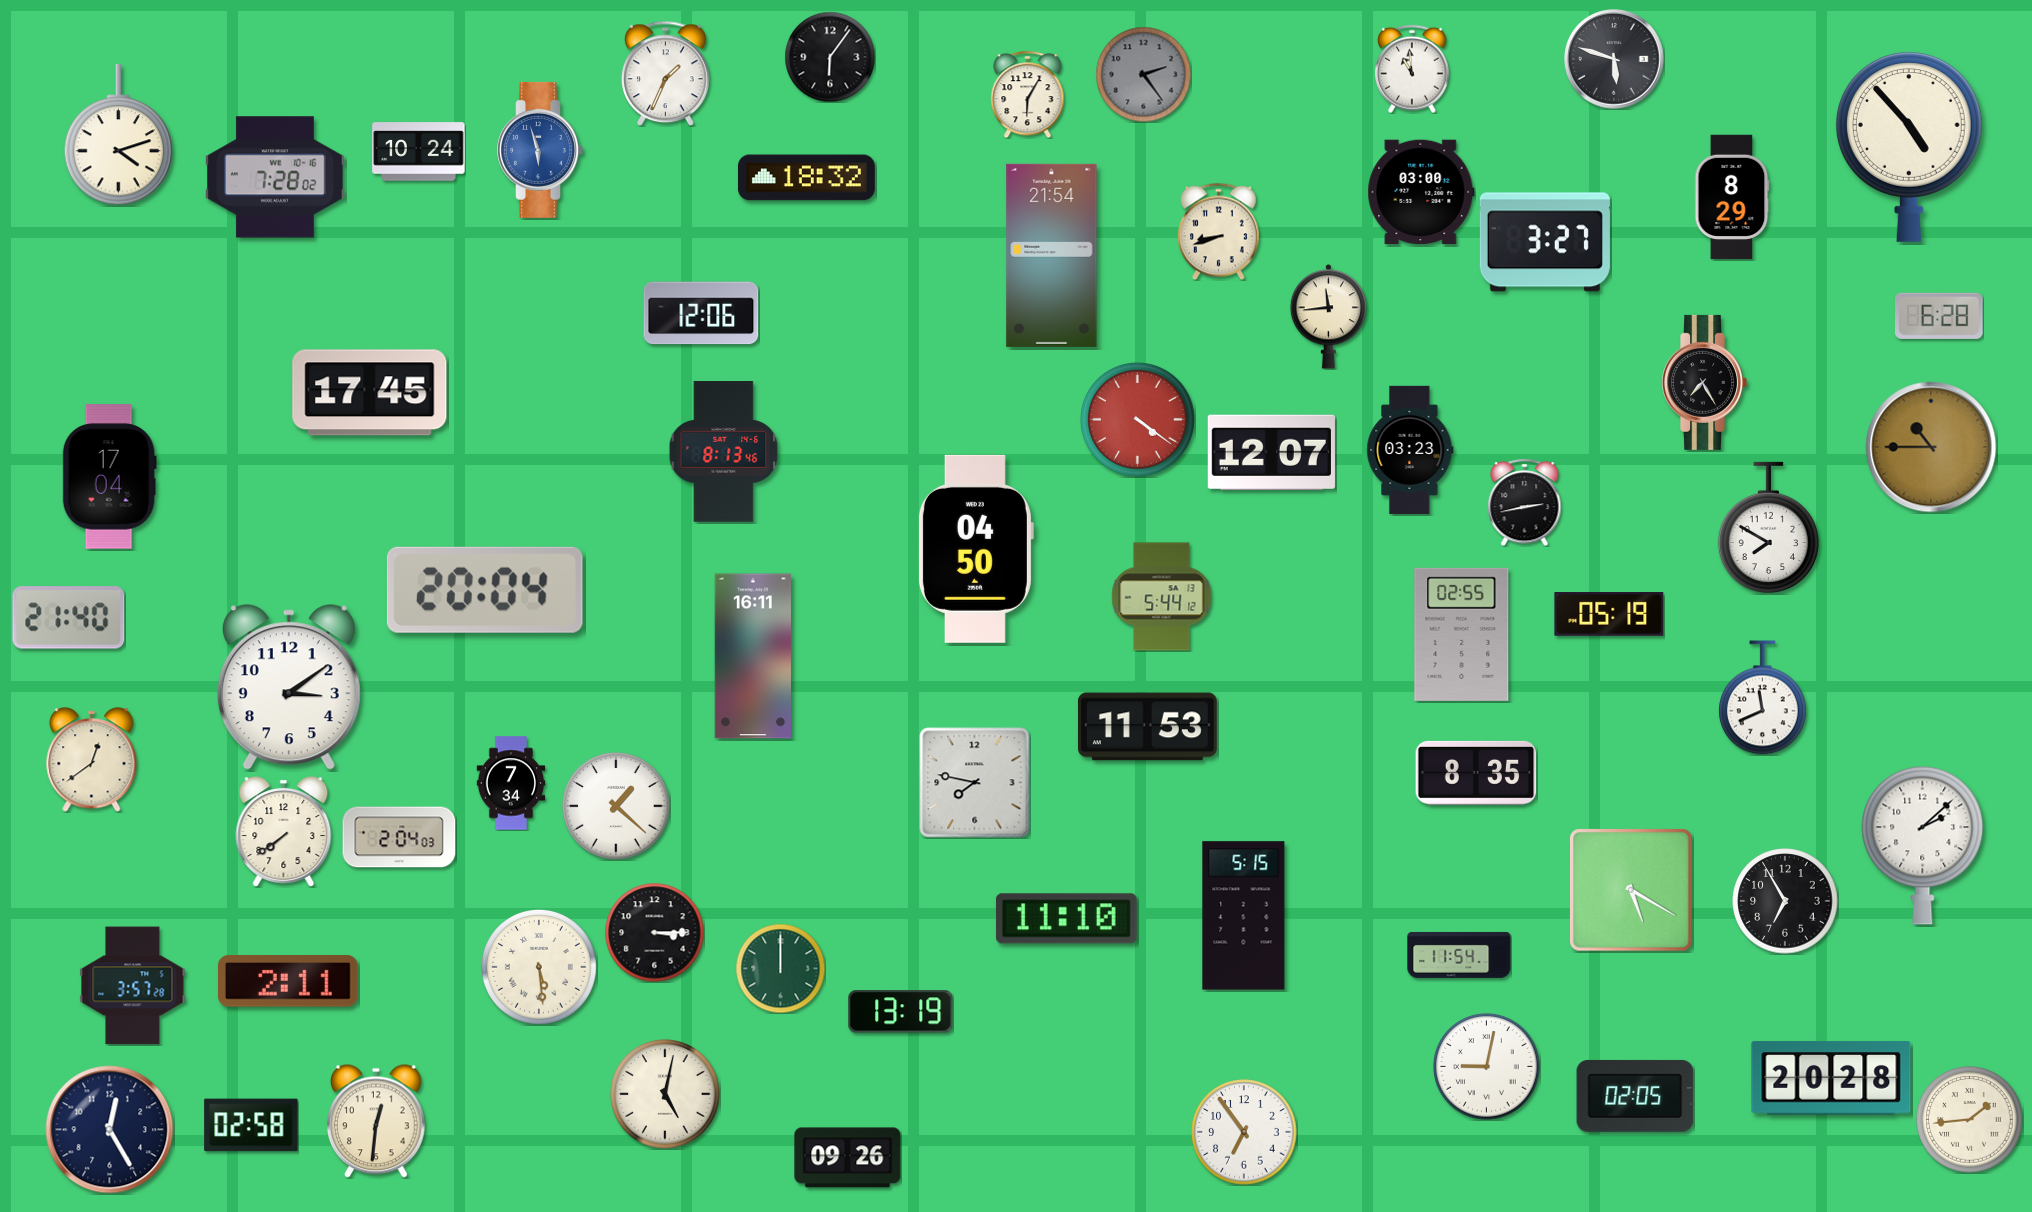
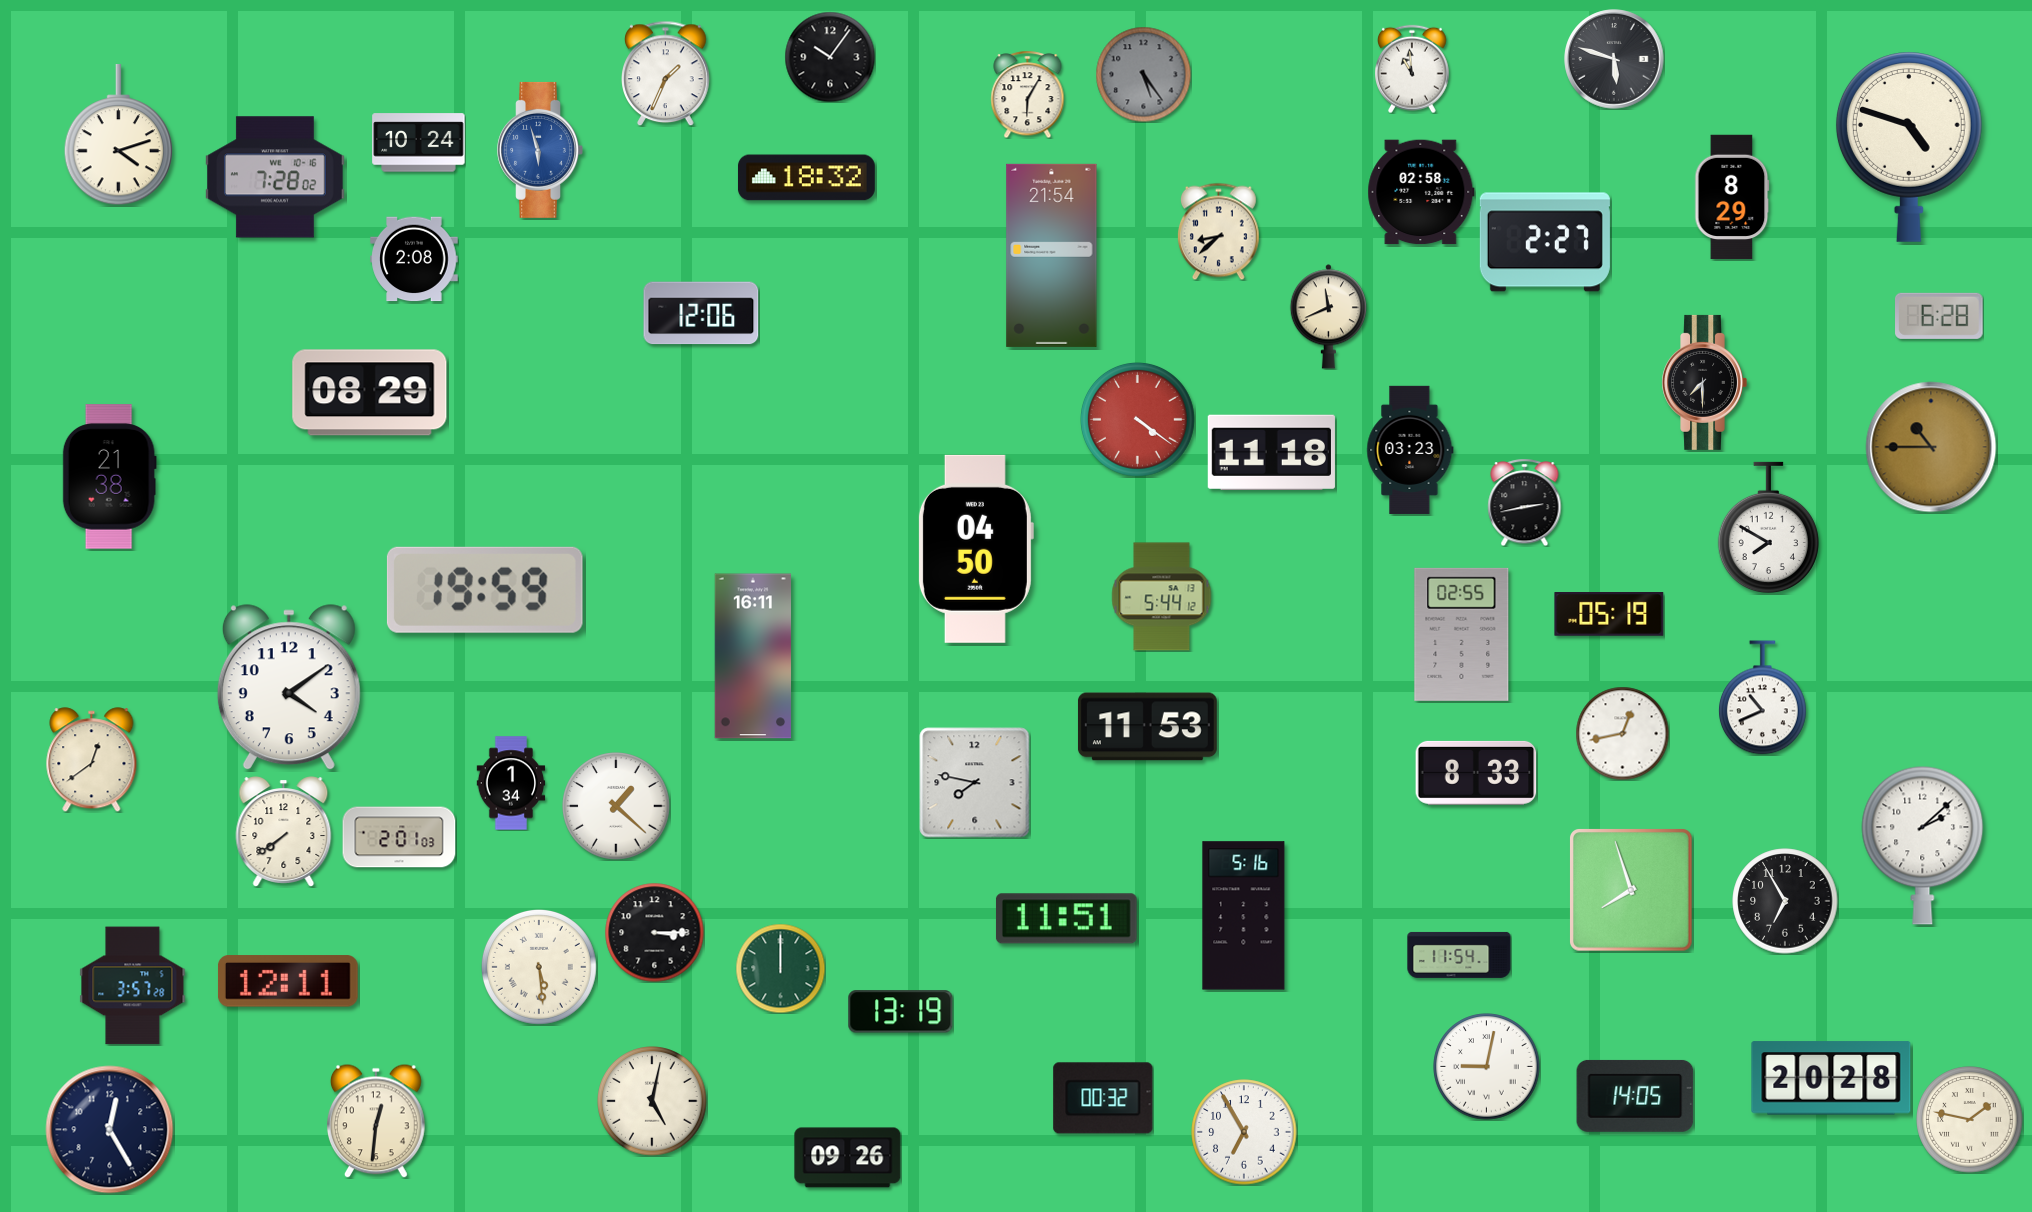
clock at (830, 57): 6:06 -> 10:06
clock at (1143, 74): 2:24 -> 5:24
clock at (1909, 147): 4:53 -> 4:48
clock at (419, 152) position: (419, 152) -> (419, 143)
clock at (1421, 192): 03:00 -> 02:58
clock at (1218, 231): 8:42 -> 8:38
clock at (1545, 242): 3:27 -> 2:27
clock at (414, 259): none -> 2:08
clock at (1328, 317): 11:44 -> 11:41
clock at (1704, 382): 7:25 -> 7:30
clock at (370, 393): 17:45 -> 08:29
clock at (724, 452): 8:13 -> none
clock at (1271, 453): 12:07 -> 11:18
clock at (109, 477): 17:04 -> 21:38
clock at (485, 590): 20:04 -> 19:59
clock at (69, 618): 21:40 -> none
clock at (289, 688): 3:09 -> 4:09
clock at (1762, 698): 11:41 -> 10:41
clock at (1622, 733): none -> 12:43
clock at (1476, 773): 8:35 -> 8:33
clock at (511, 783): 7:34 -> 1:34
clock at (399, 837): 2:04 -> 2:01
clock at (1632, 891): 5:20 -> 7:57
clock at (1244, 916): 5:15 -> 5:16
clock at (1066, 919): 11:10 -> 11:51
clock at (288, 981): 2:11 -> 12:11
clock at (665, 1094) position: (665, 1094) -> (652, 1101)
clock at (1635, 1096): 02:05 -> 14:05
clock at (1103, 1098): none -> 00:32
clock at (1970, 1120): 1:44 -> 1:47
clock at (251, 1125): 02:58 -> none
clock at (1244, 1132): 6:54 -> 6:55
